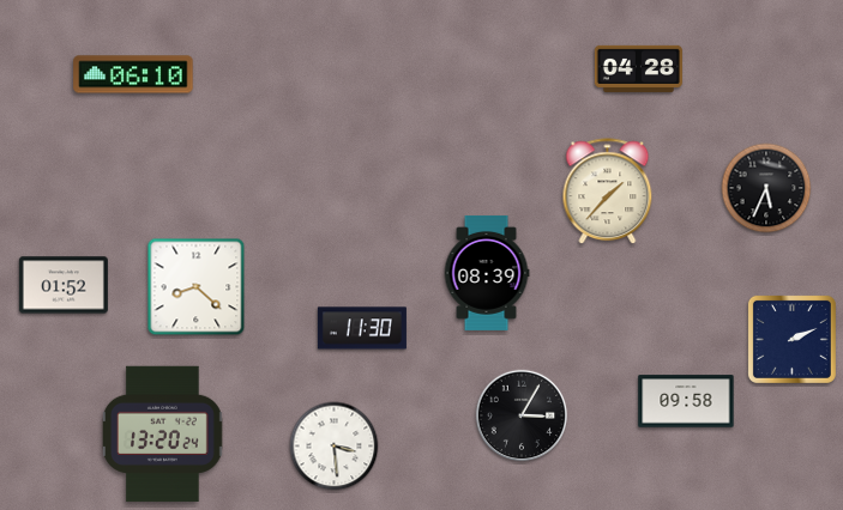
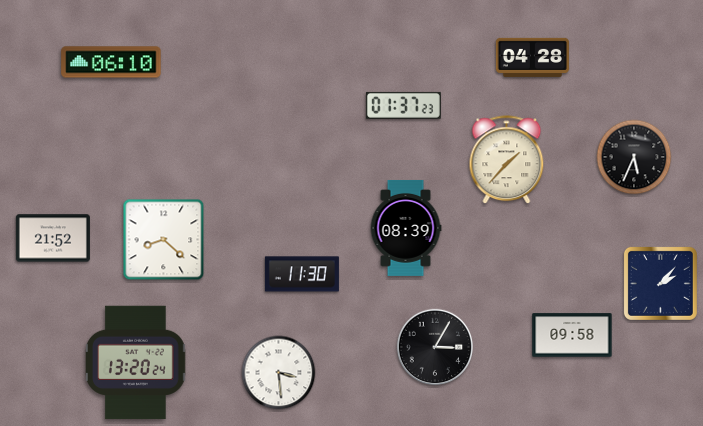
clock at (403, 105): none -> 01:37
clock at (766, 188) position: (766, 188) -> (634, 157)
clock at (64, 285): 01:52 -> 21:52
clock at (791, 339): 2:11 -> 2:07
